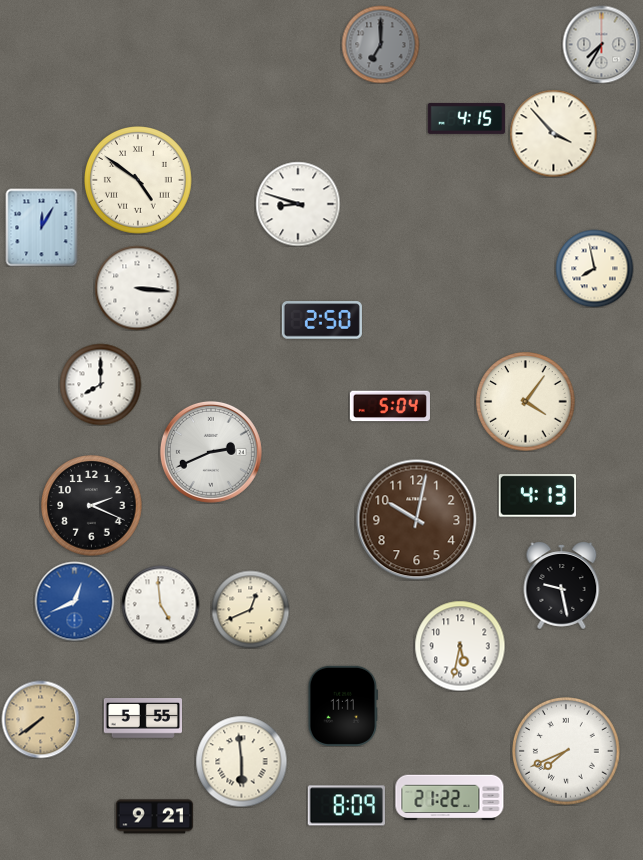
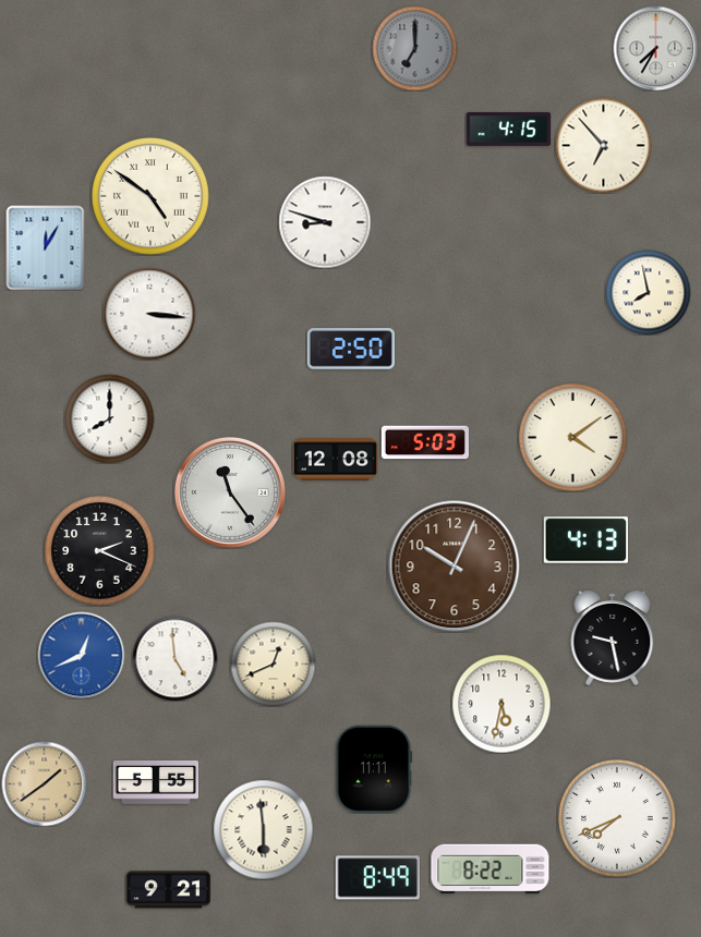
clock at (553, 133): 3:53 -> 6:53
clock at (526, 402): 4:06 -> 4:09
clock at (390, 406): 5:04 -> 5:03
clock at (335, 460): none -> 12:08
clock at (211, 452): 2:41 -> 11:24
clock at (417, 520): 10:02 -> 10:04
clock at (40, 719): 7:39 -> 1:39
clock at (450, 798): 21:22 -> 8:22
clock at (346, 806): 8:09 -> 8:49
